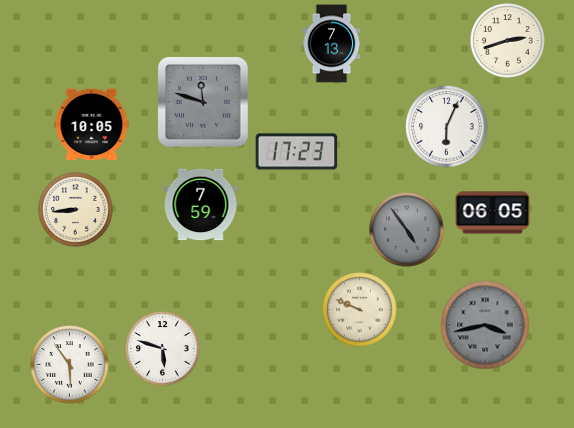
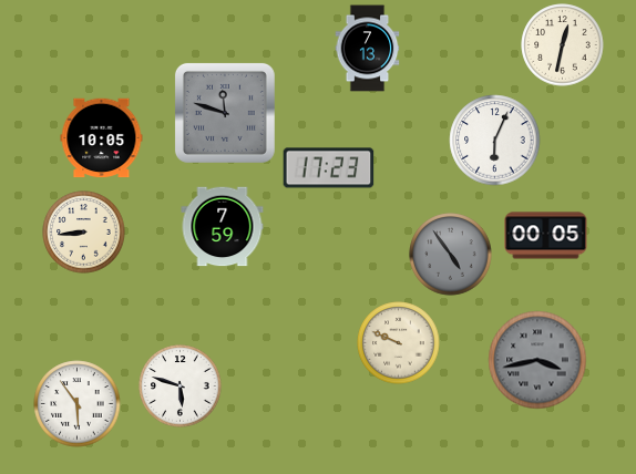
clock at (508, 41): 2:42 -> 12:32
clock at (493, 213): 06:05 -> 00:05
